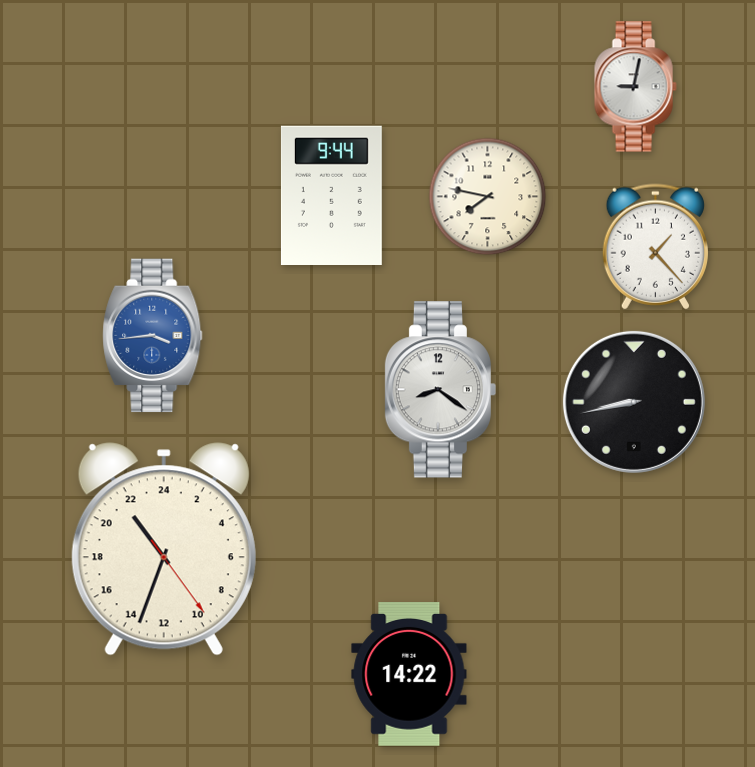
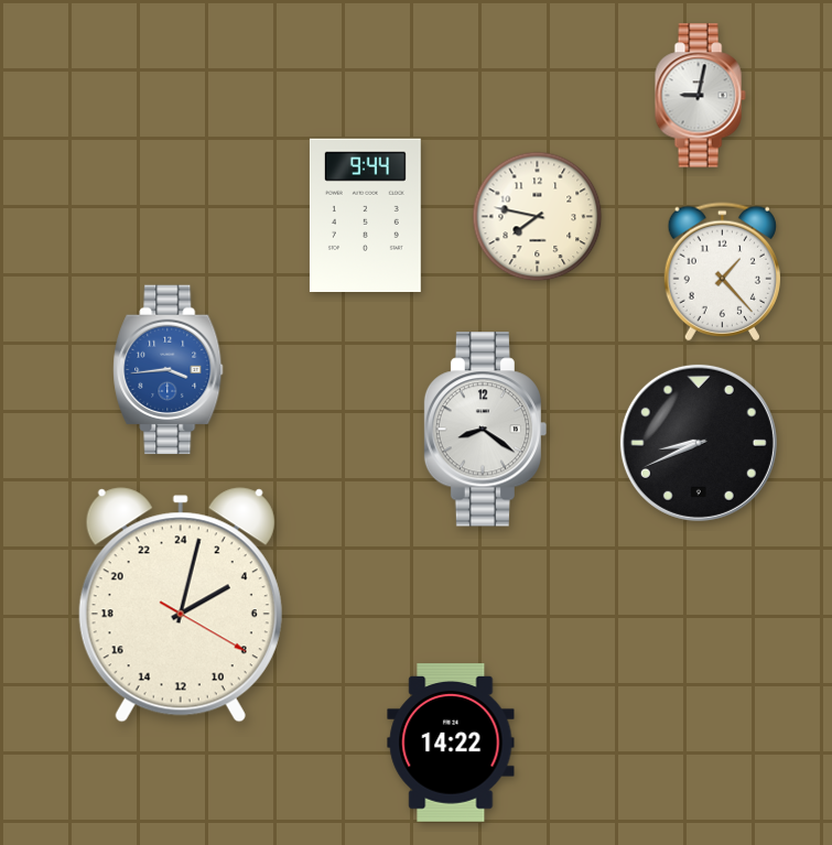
clock at (634, 402): 8:43 -> 8:41
clock at (164, 549): 21:33 -> 4:02
